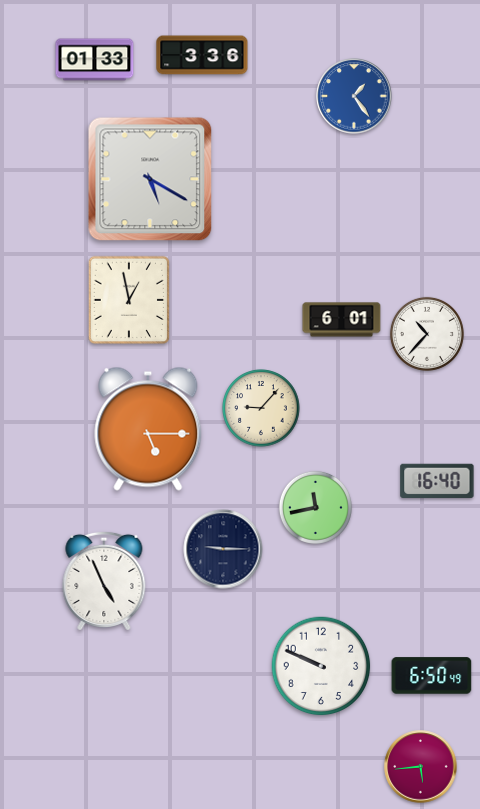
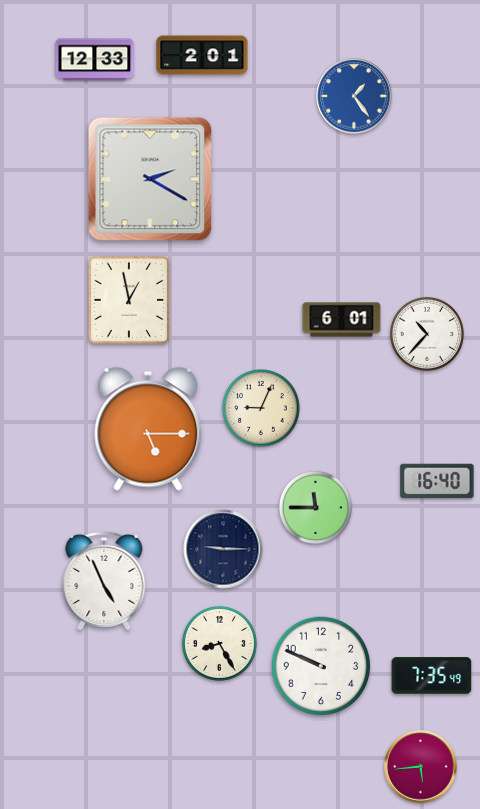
clock at (202, 55): 3:36 -> 2:01
clock at (95, 60): 01:33 -> 12:33
clock at (150, 179): 5:20 -> 2:20
clock at (261, 408): 9:07 -> 9:04
clock at (315, 507): 11:43 -> 11:45
clock at (219, 643): none -> 8:25
clock at (432, 676): 6:50 -> 7:35
